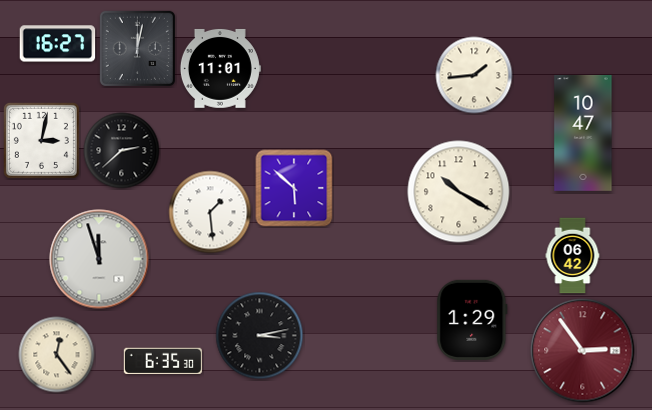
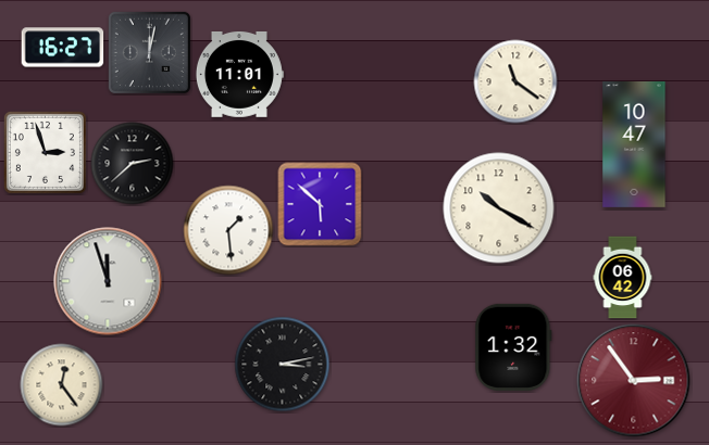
clock at (474, 75): 1:44 -> 11:21
clock at (41, 140): 3:02 -> 2:57
clock at (472, 320): 1:29 -> 1:32
clock at (163, 360): 6:35 -> none
